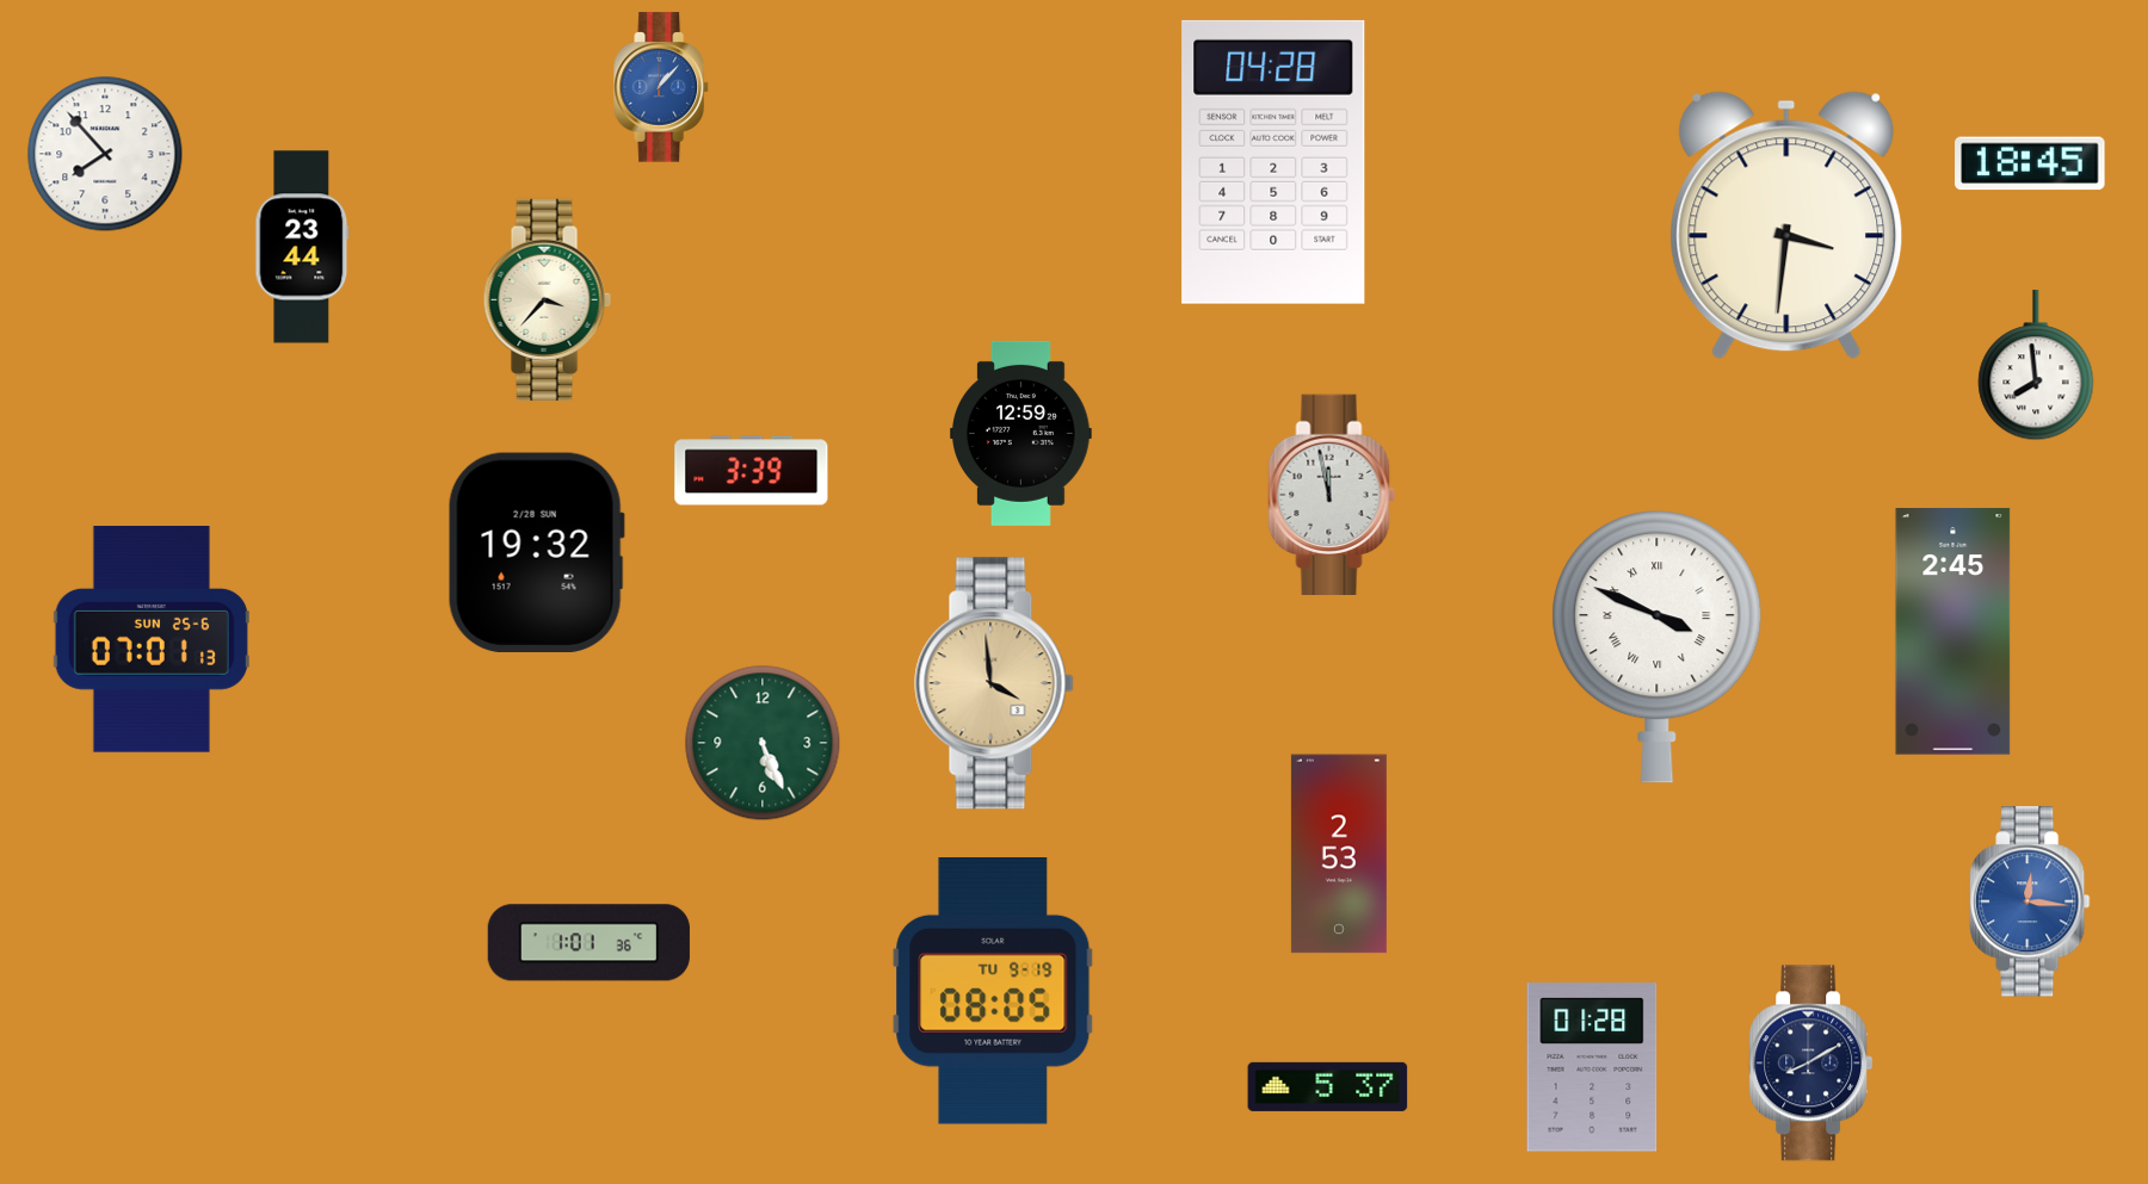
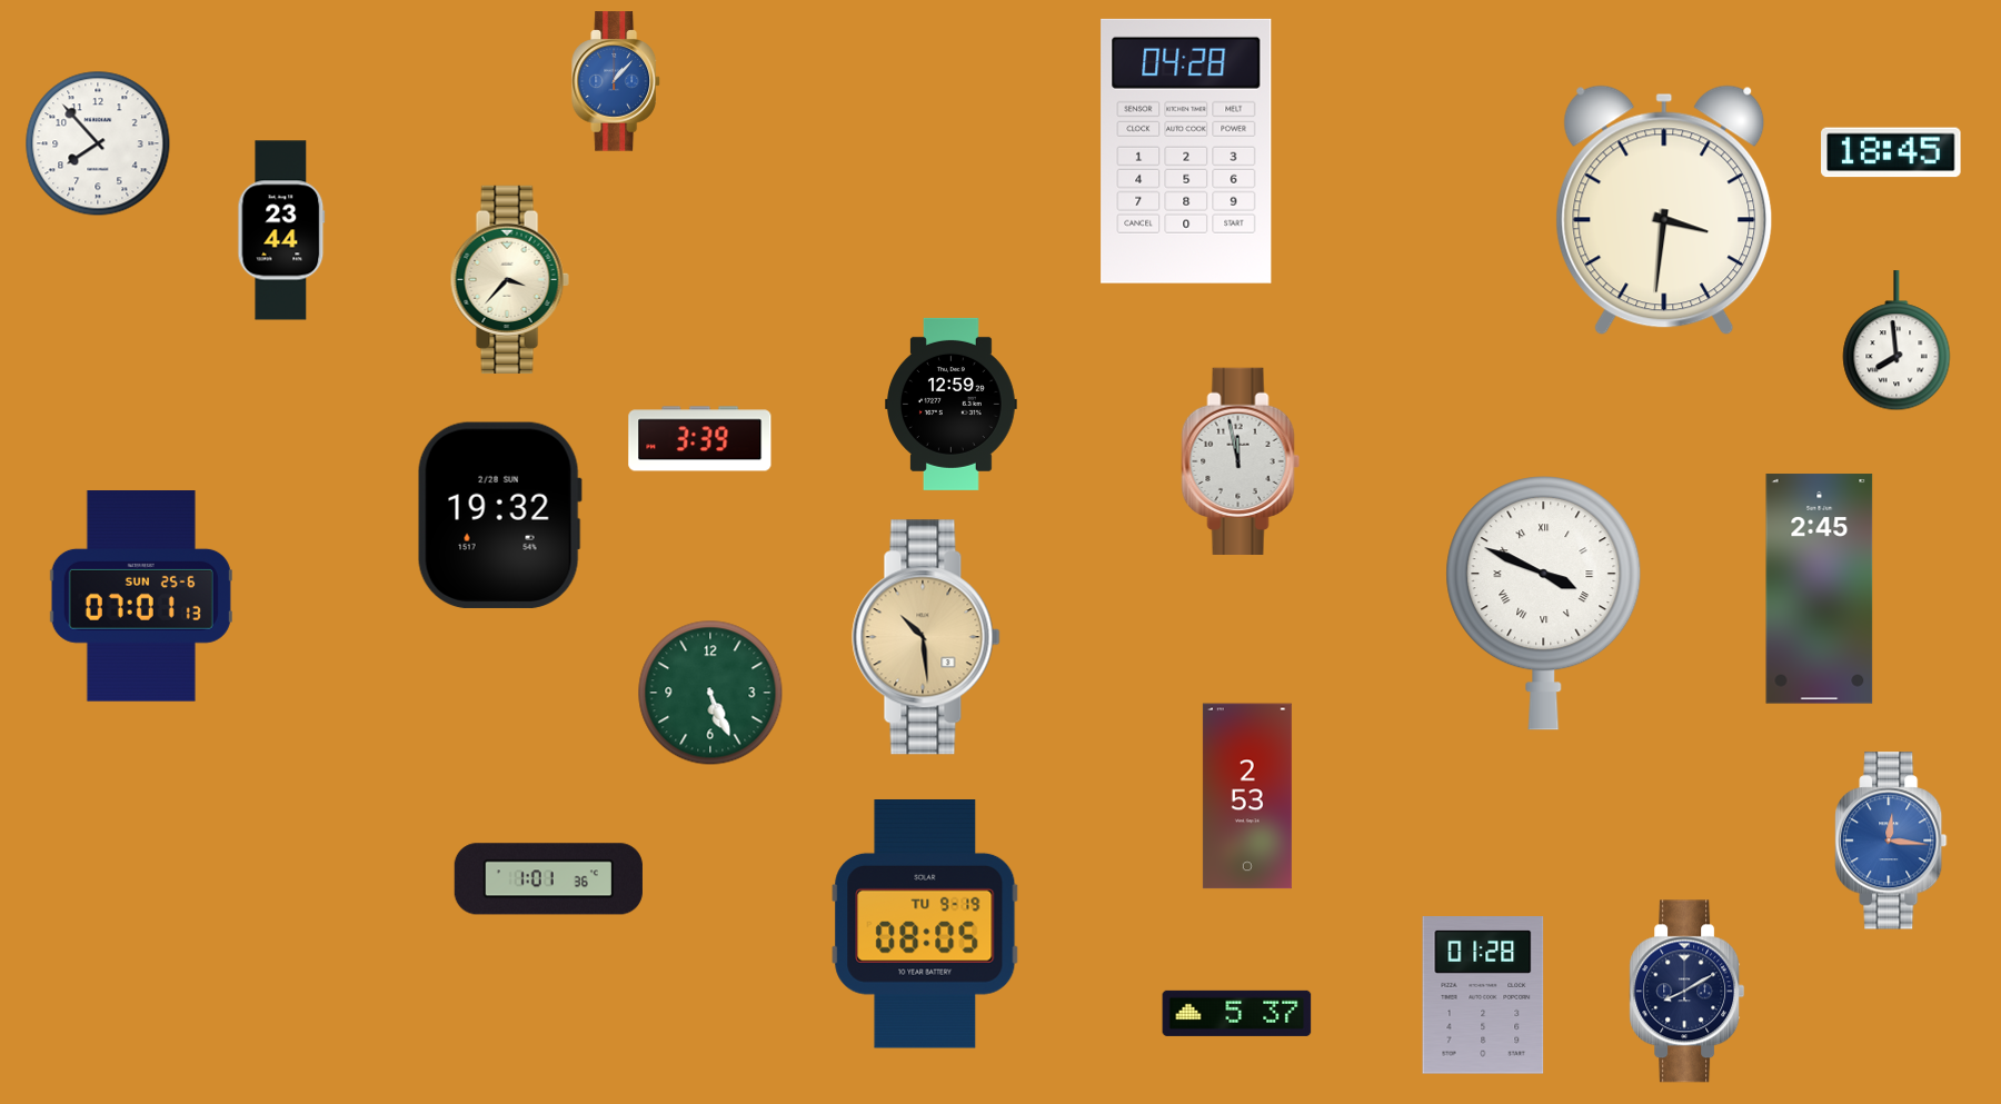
clock at (994, 683): 3:59 -> 10:29
